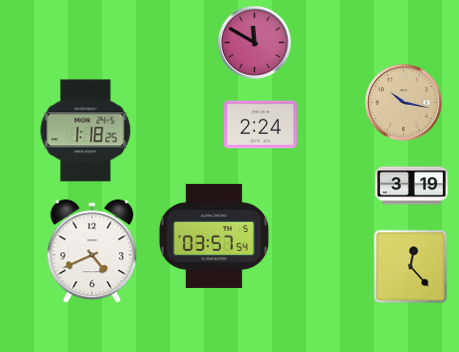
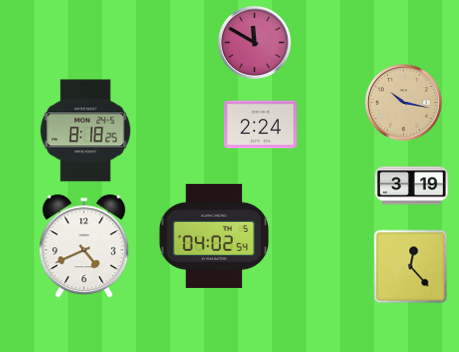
clock at (86, 131): 1:18 -> 8:18
clock at (214, 236): 03:57 -> 04:02
clock at (92, 252) position: (92, 252) -> (84, 247)
